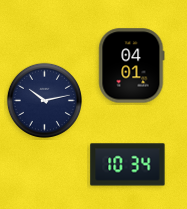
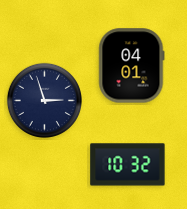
clock at (44, 100): 10:13 -> 2:57
clock at (128, 165): 10:34 -> 10:32
